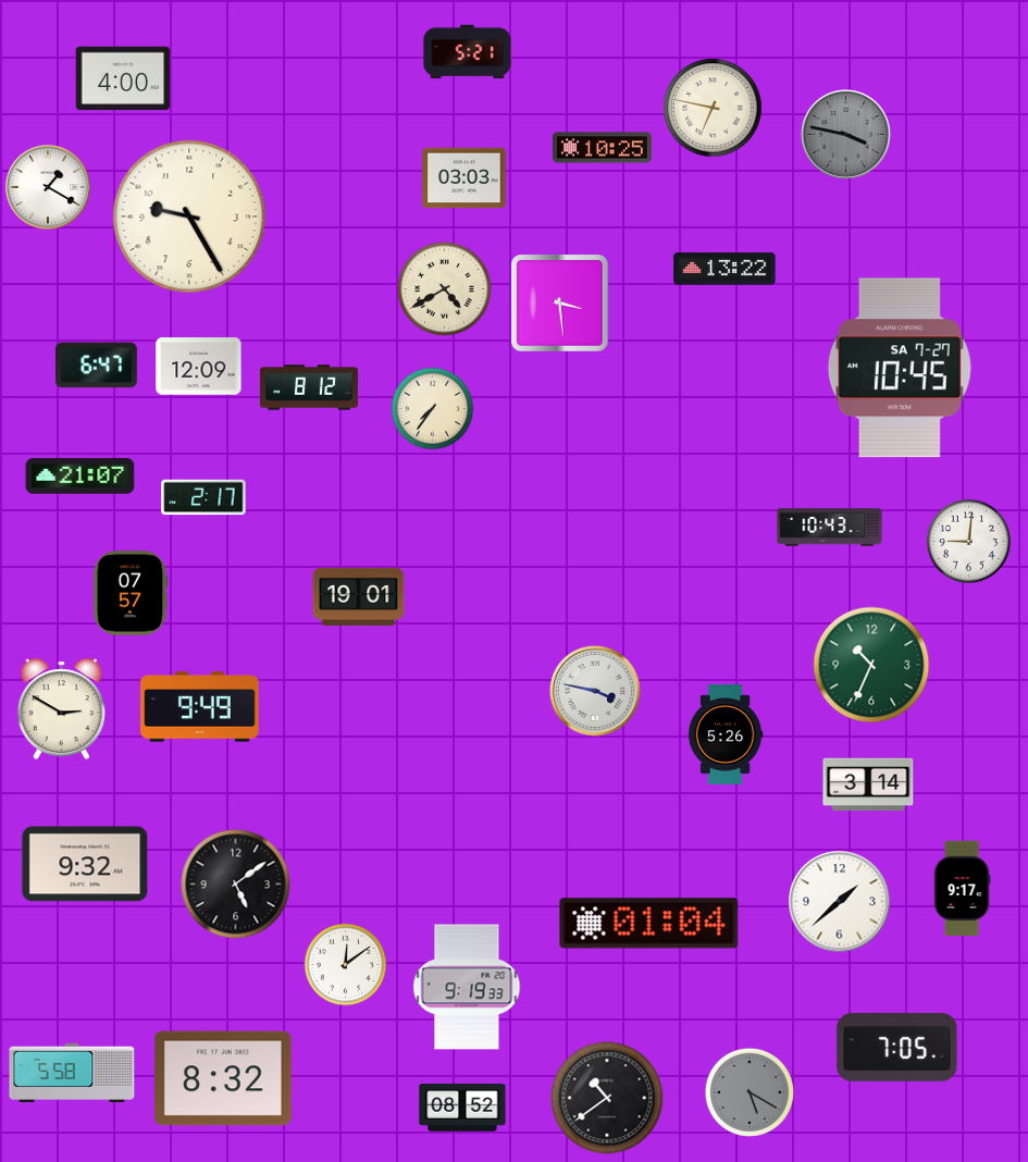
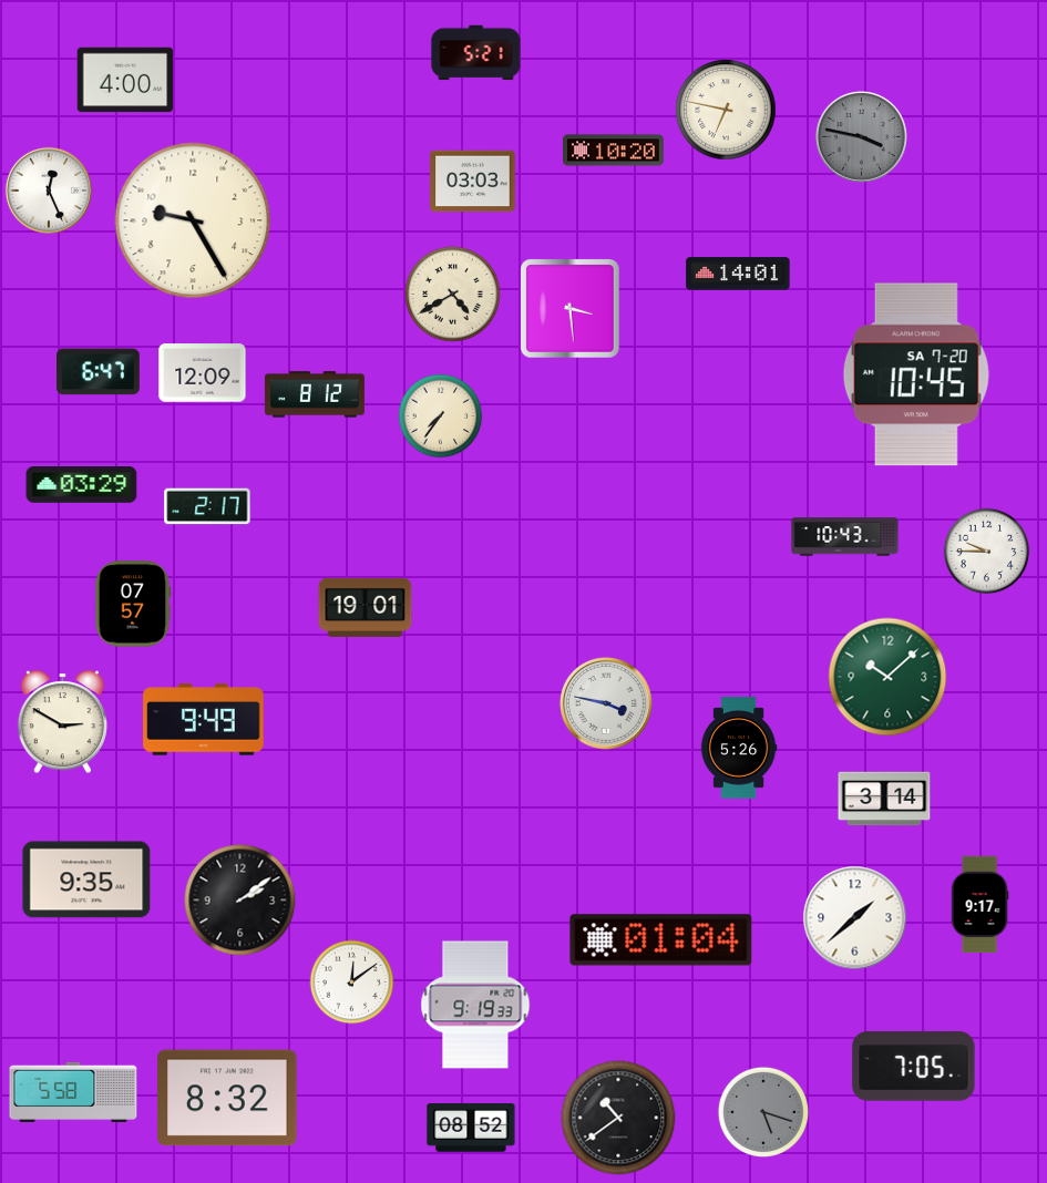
clock at (603, 148): 10:25 -> 10:20
clock at (48, 187): 1:20 -> 12:26
clock at (724, 269): 13:22 -> 14:01
clock at (900, 368) date: SA 7-27 -> SA 7-20
clock at (80, 477): 21:07 -> 03:29
clock at (969, 542): 9:01 -> 9:45
clock at (871, 665): 10:34 -> 10:08
clock at (85, 864): 9:32 -> 9:35
clock at (236, 885): 5:09 -> 2:09
clock at (750, 1092): 5:20 -> 5:18
